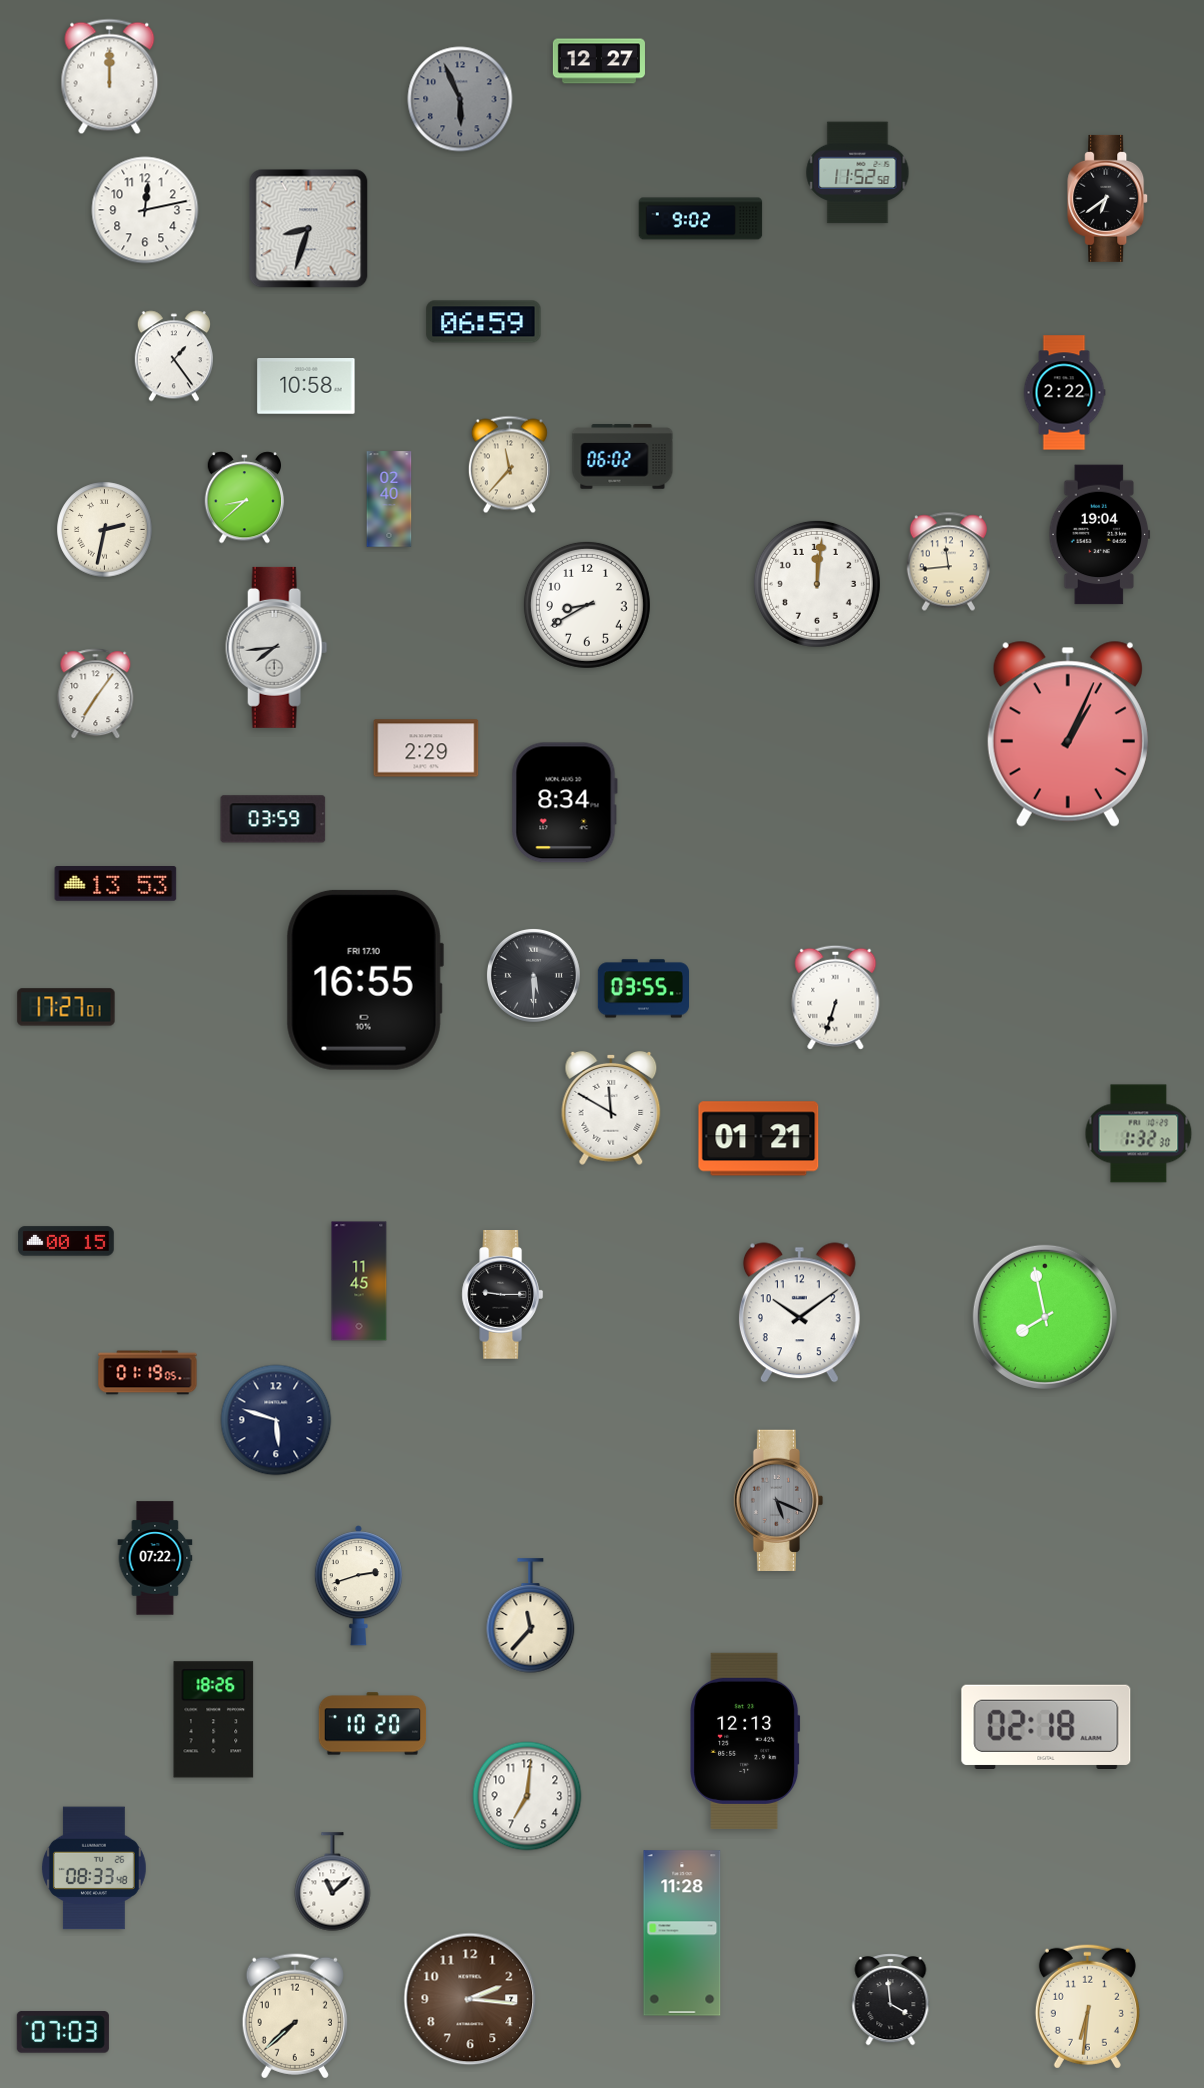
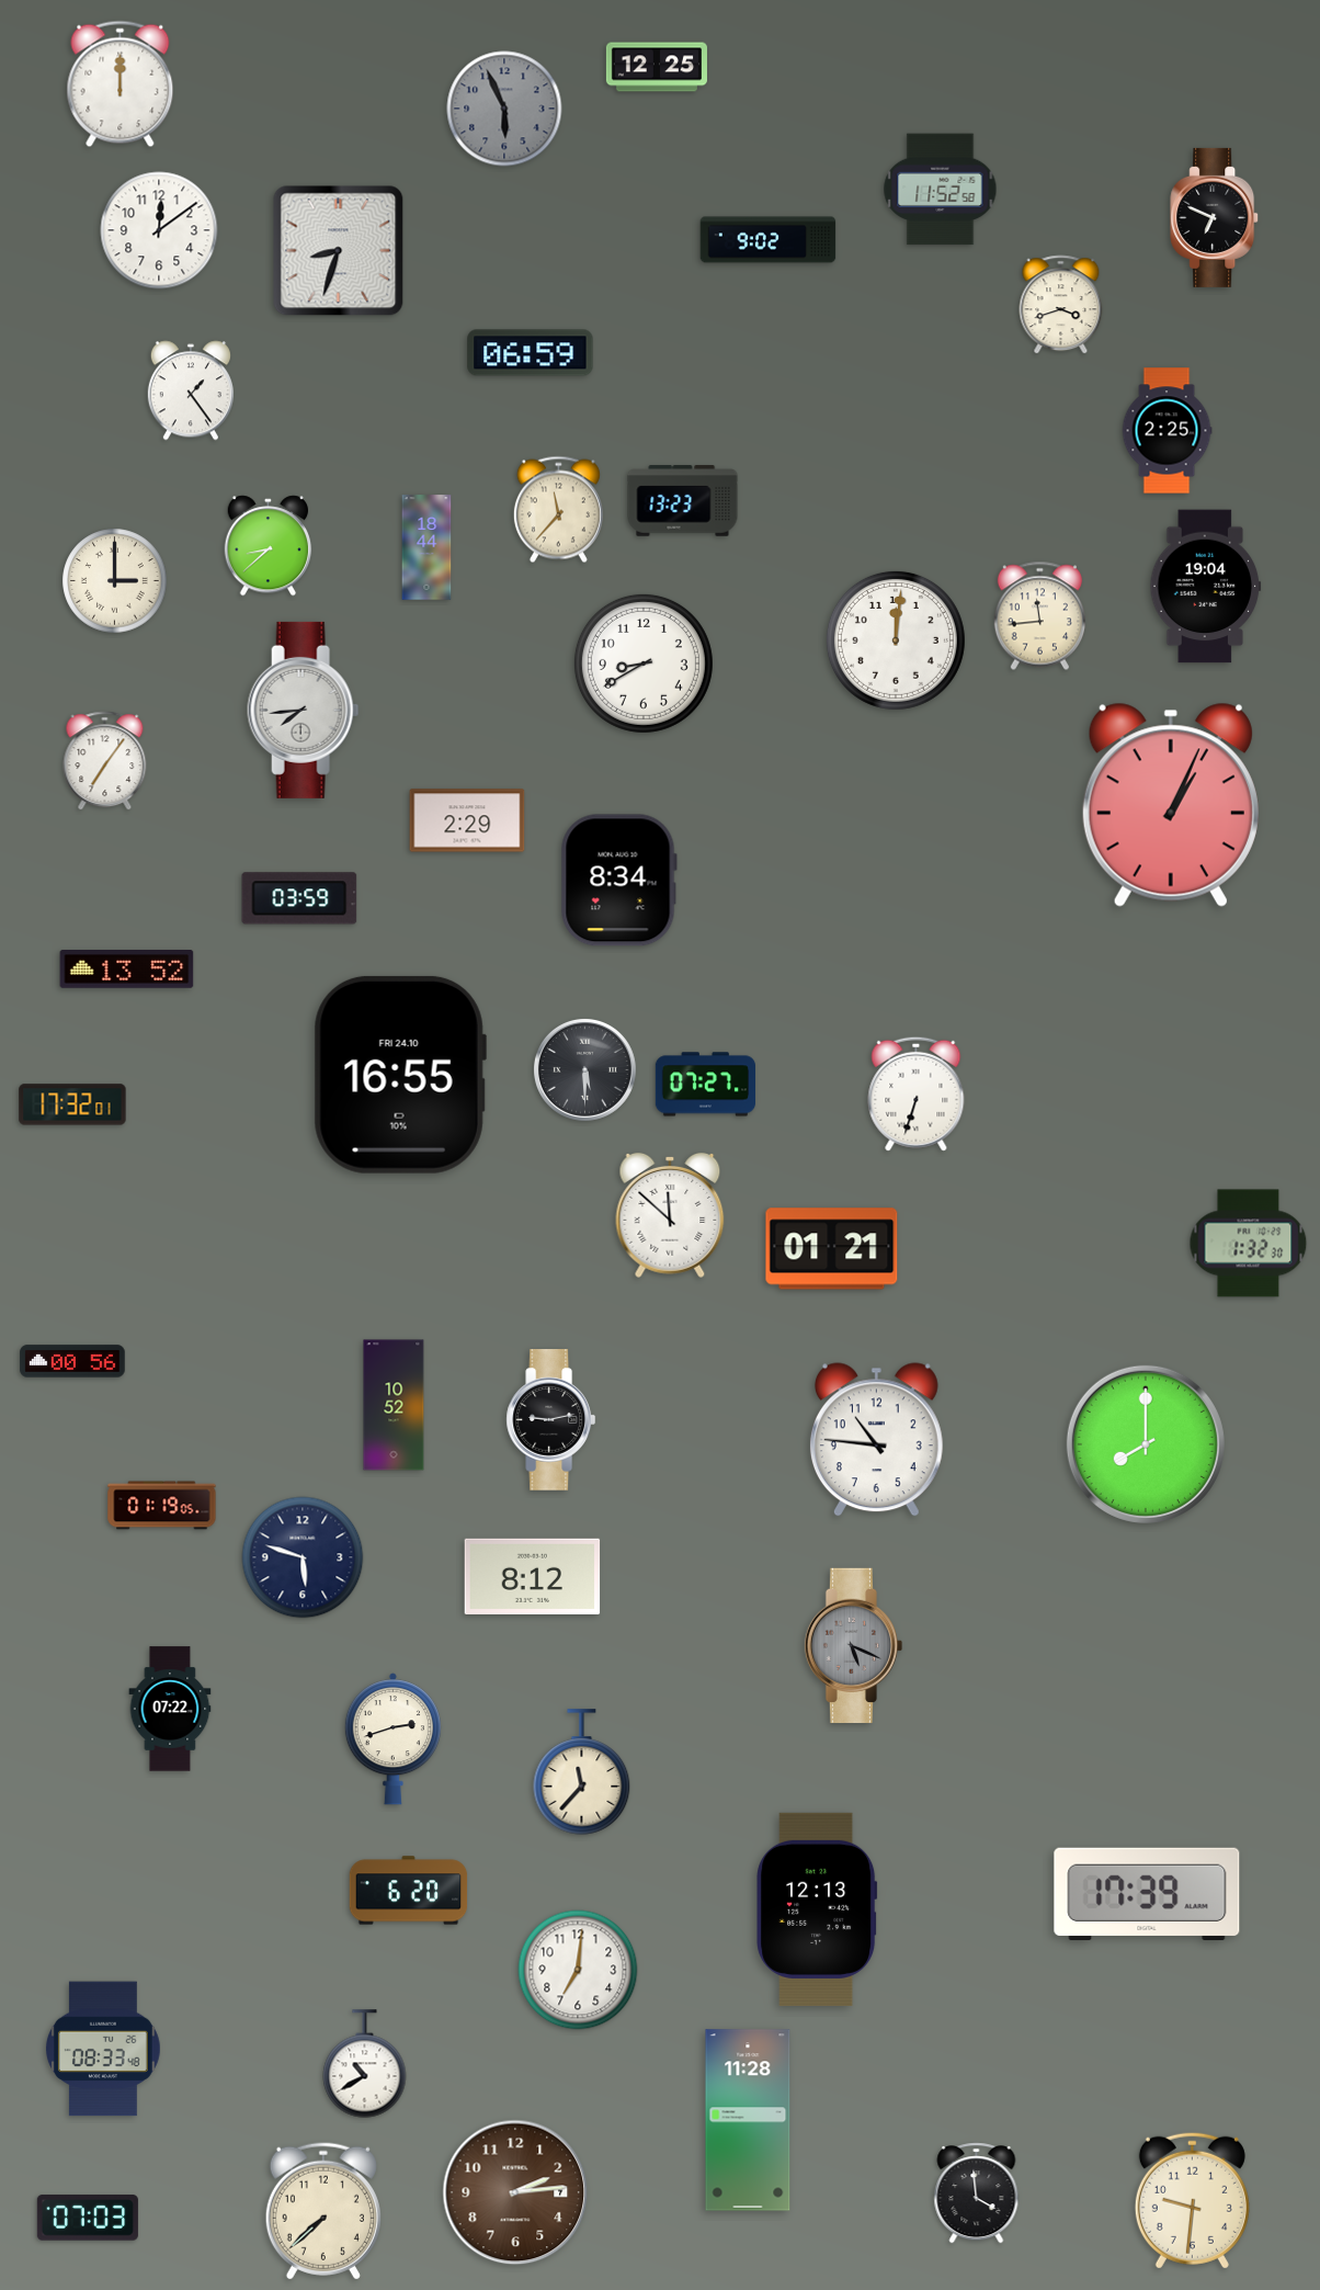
clock at (599, 61): 12:27 -> 12:25
clock at (1108, 198): 6:39 -> 6:49
clock at (145, 210): 12:13 -> 12:09
clock at (1061, 305): none -> 3:42
clock at (306, 387): 10:58 -> none
clock at (1064, 393): 2:22 -> 2:25
clock at (623, 457): 06:02 -> 13:23
clock at (389, 499): 02:40 -> 18:44
clock at (105, 530): 2:32 -> 3:00
clock at (116, 884): 13:53 -> 13:52
clock at (365, 980) date: FRI 17.10 -> FRI 24.10
clock at (643, 989): 03:55 -> 07:27
clock at (66, 1007): 17:27 -> 17:32
clock at (611, 1108): 11:50 -> 11:52
clock at (66, 1241): 00:15 -> 00:56
clock at (359, 1281): 11:45 -> 10:52
clock at (503, 1295): 9:15 -> 9:13
clock at (799, 1313): 10:09 -> 10:46
clock at (1045, 1317): 7:58 -> 8:00
clock at (533, 1576): none -> 8:12
clock at (214, 1720): 18:26 -> none
clock at (373, 1724): 10:20 -> 6:20
clock at (1046, 1726): 02:18 -> 17:39
clock at (333, 1882): 11:08 -> 10:40
clock at (470, 1999): 2:16 -> 2:14
clock at (1087, 2006): 6:31 -> 9:31
clock at (63, 2032) position: (63, 2032) -> (88, 2218)
